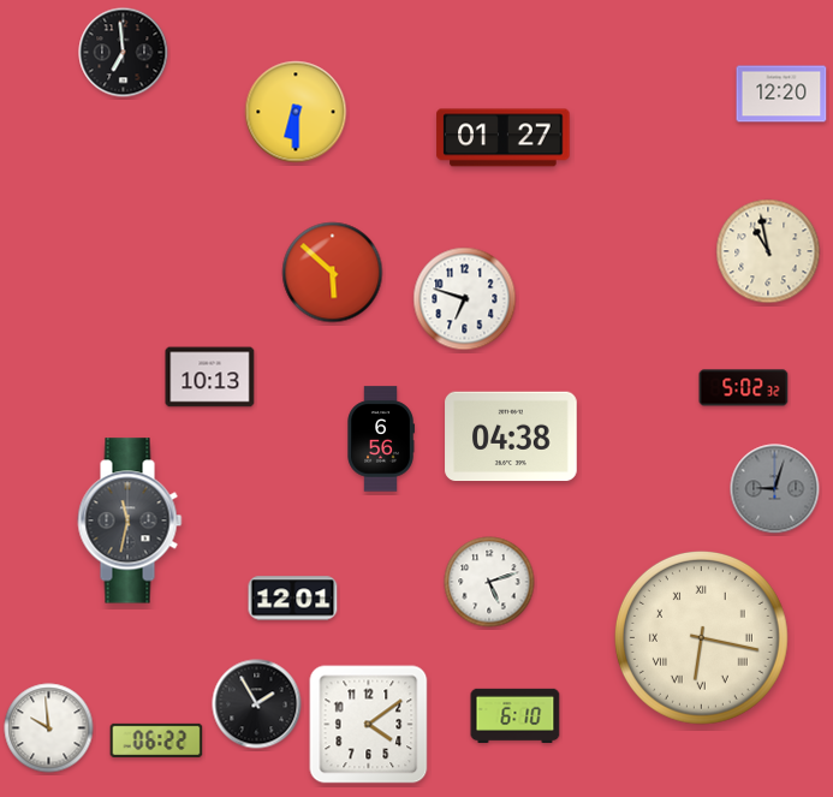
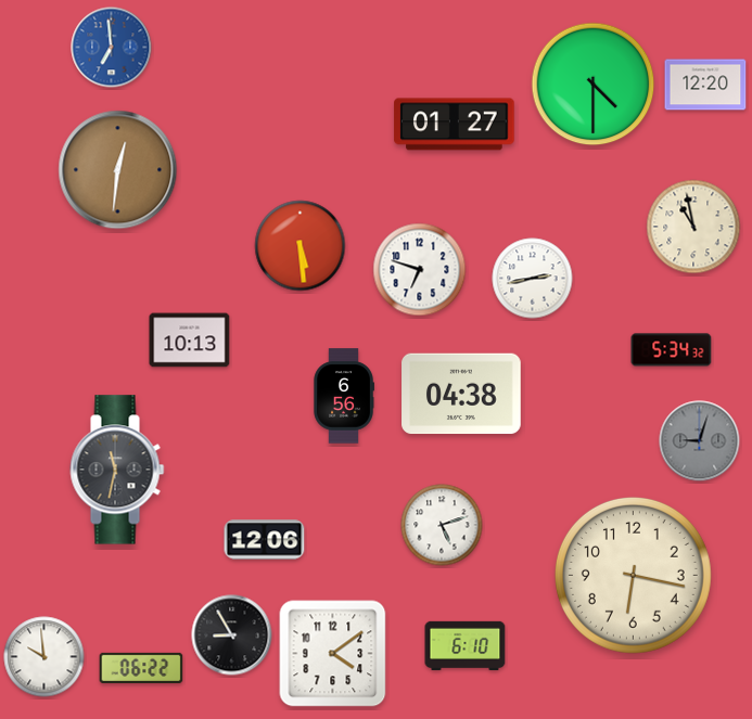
clock at (124, 53) dial: black -> blue
clock at (594, 85): none -> 4:30
clock at (296, 112): 6:30 -> none
clock at (118, 170): none -> 12:31
clock at (333, 273): 5:52 -> 5:29
clock at (533, 279): none -> 2:43
clock at (744, 388): 5:02 -> 5:34
clock at (293, 599): 12:01 -> 12:06
clock at (701, 637) numerals: Roman -> Arabic
clock at (257, 704): 1:55 -> 8:55
